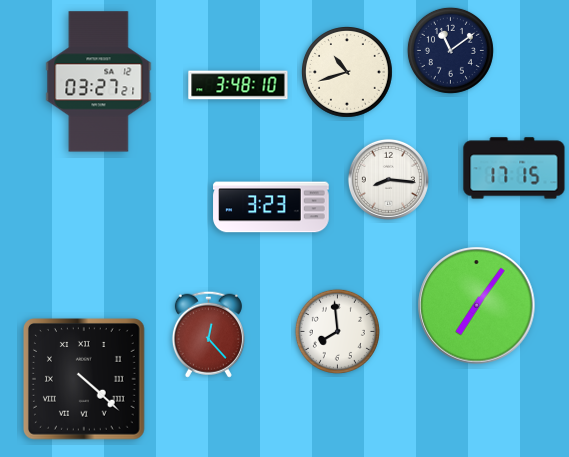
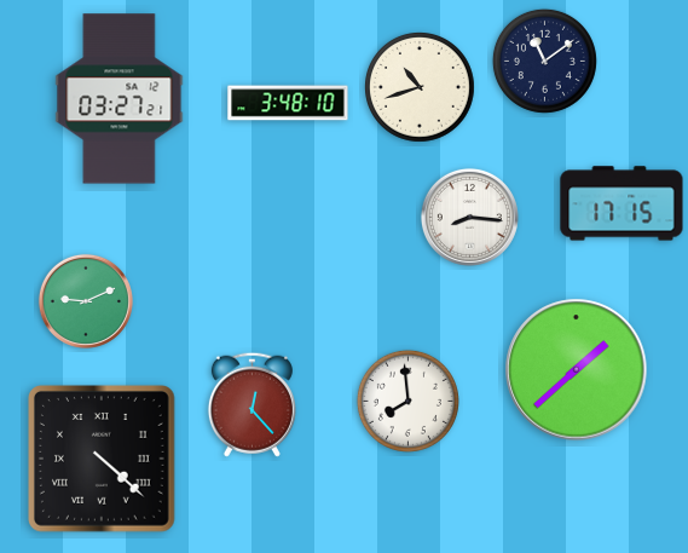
clock at (271, 207): 3:23 -> none
clock at (86, 301): none -> 9:11
clock at (477, 306): 7:06 -> 1:38
